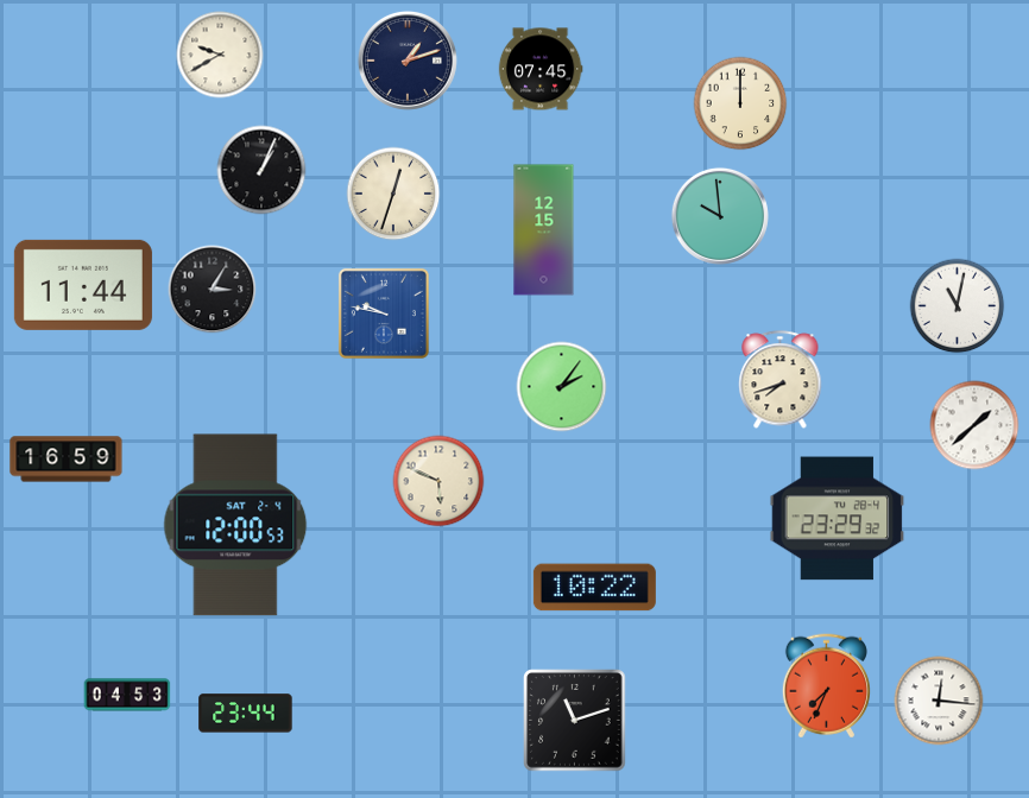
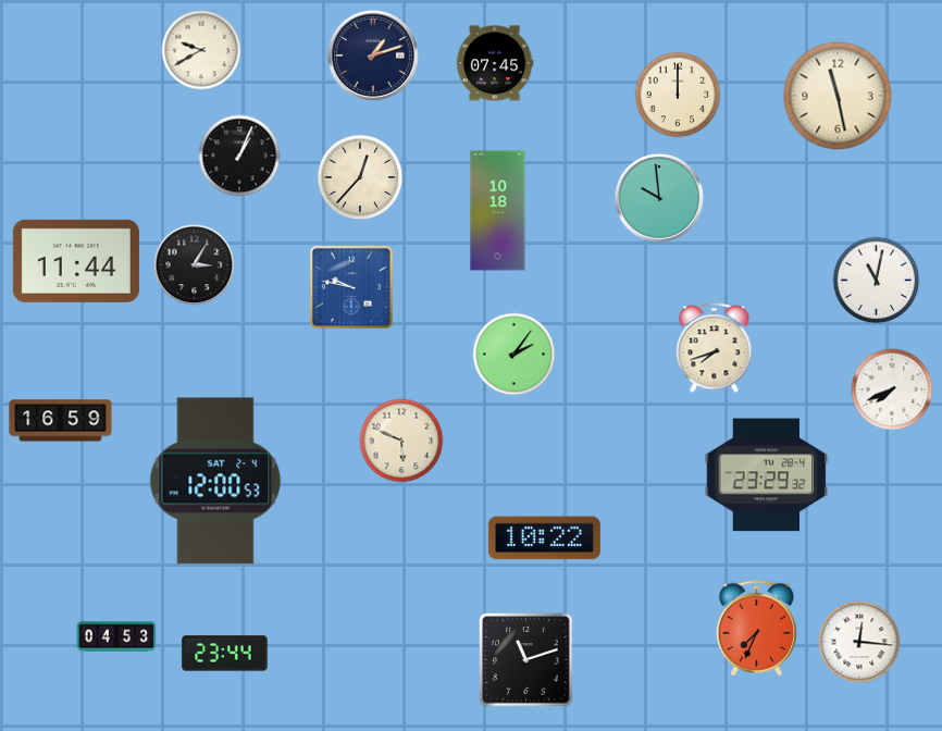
clock at (838, 96): none -> 11:28
clock at (393, 194): 12:33 -> 12:37
clock at (544, 230): 12:15 -> 10:18
clock at (974, 425): 1:38 -> 7:41
